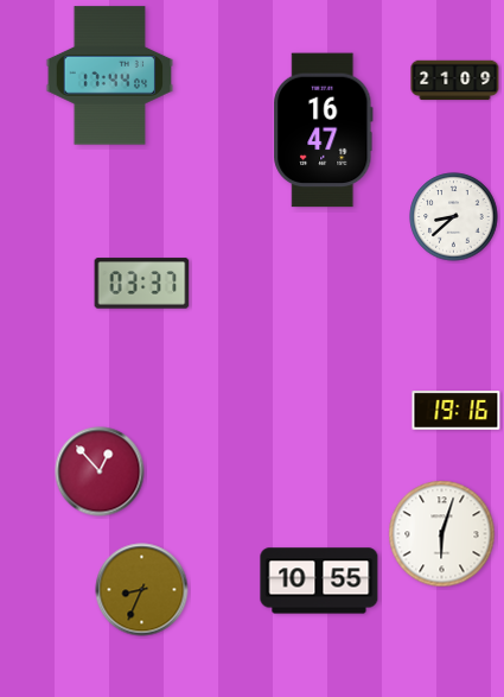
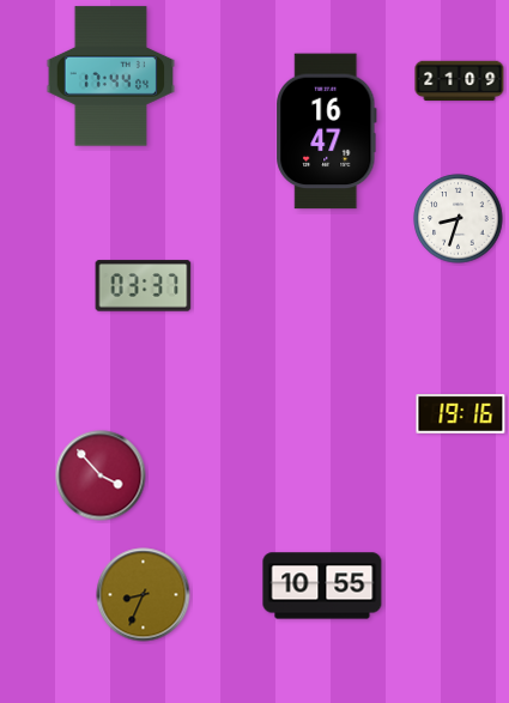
clock at (454, 217): 8:38 -> 8:33
clock at (100, 471): 12:53 -> 3:53
clock at (442, 534): 6:03 -> none
